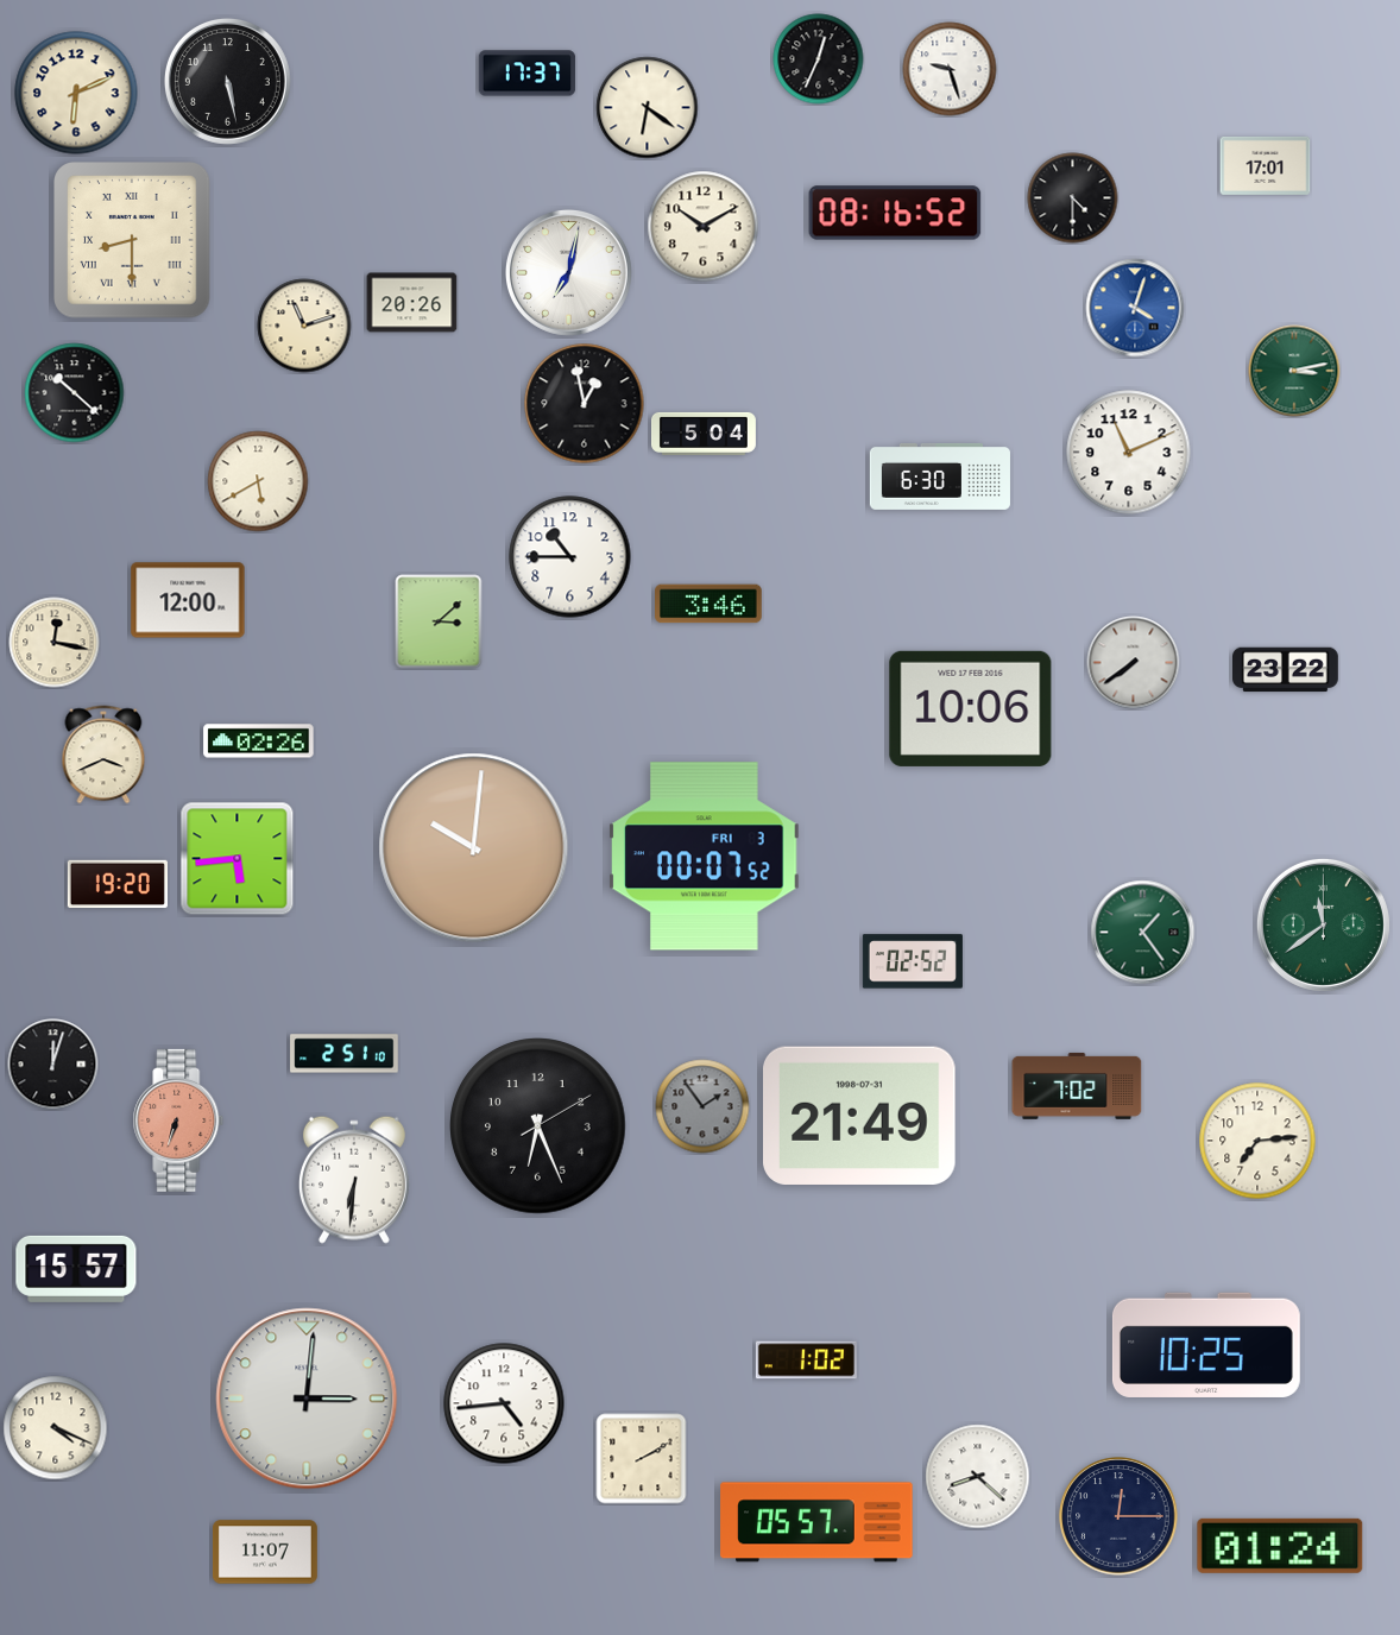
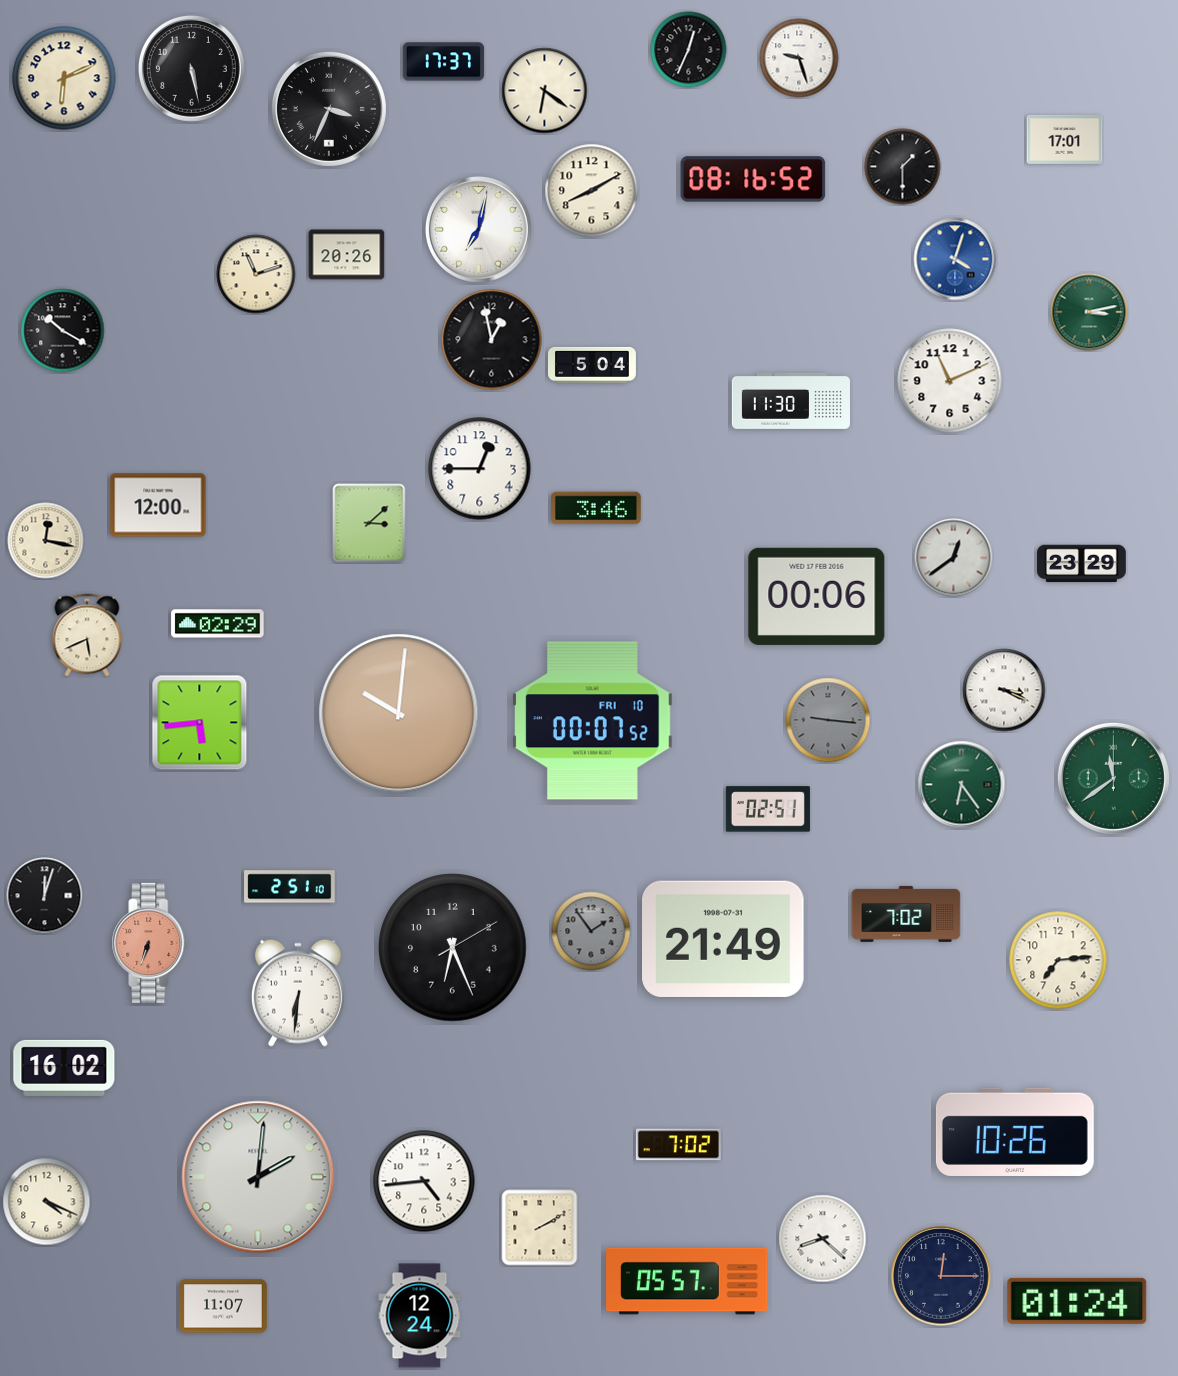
clock at (329, 109): none -> 3:34
clock at (1073, 198): 4:30 -> 1:30
clock at (704, 227): 10:10 -> 8:10
clock at (133, 241): 8:30 -> none
clock at (75, 393): 10:22 -> 10:20
clock at (940, 476): 6:30 -> 11:30
clock at (258, 481): 5:40 -> none
clock at (570, 557): 10:45 -> 12:45
clock at (1134, 663): 7:39 -> 12:39
clock at (1286, 670): 23:22 -> 23:29
clock at (971, 708): 10:06 -> 00:06
clock at (259, 741): 02:26 -> 02:29
clock at (103, 755): 3:41 -> 5:41
clock at (1004, 690): none -> 3:19
clock at (828, 720): none -> 9:16
clock at (705, 857) date: FRI 3 -> FRI 10
clock at (118, 884): 19:20 -> none
clock at (1143, 933): 1:24 -> 6:24
clock at (913, 961): 02:52 -> 02:51
clock at (76, 1269): 15:57 -> 16:02
clock at (1206, 1344): 10:25 -> 10:26
clock at (806, 1361): 1:02 -> 7:02
clock at (307, 1399): 3:01 -> 2:01
clock at (978, 1477) position: (978, 1477) -> (823, 1239)
clock at (420, 1316): none -> 12:24
